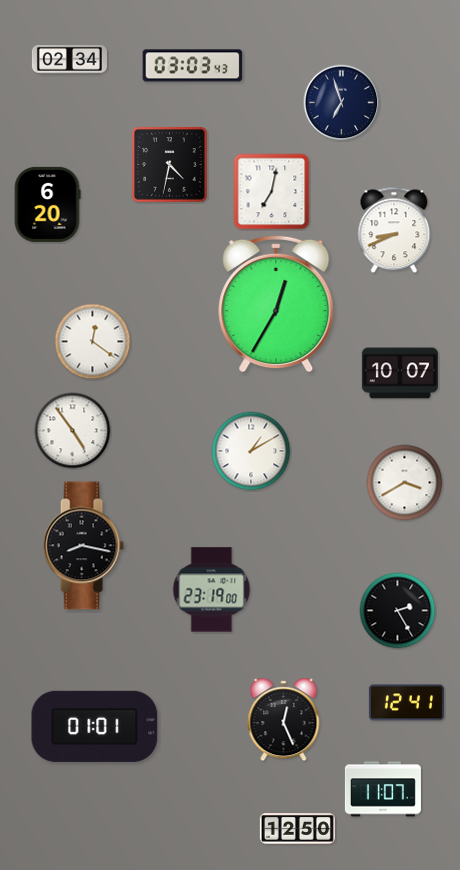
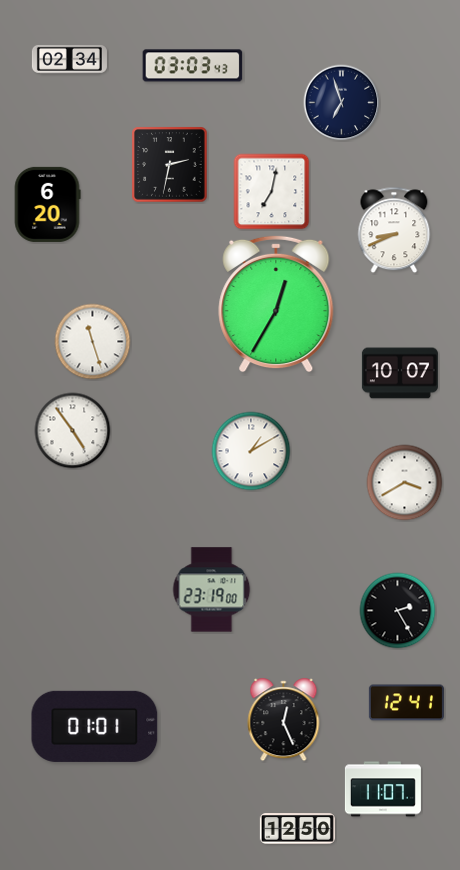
clock at (170, 165): 4:32 -> 2:32
clock at (93, 342): 12:21 -> 11:27
clock at (83, 546): 8:17 -> none
